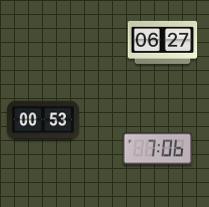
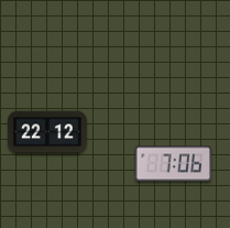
clock at (163, 42): 06:27 -> none
clock at (43, 120): 00:53 -> 22:12
